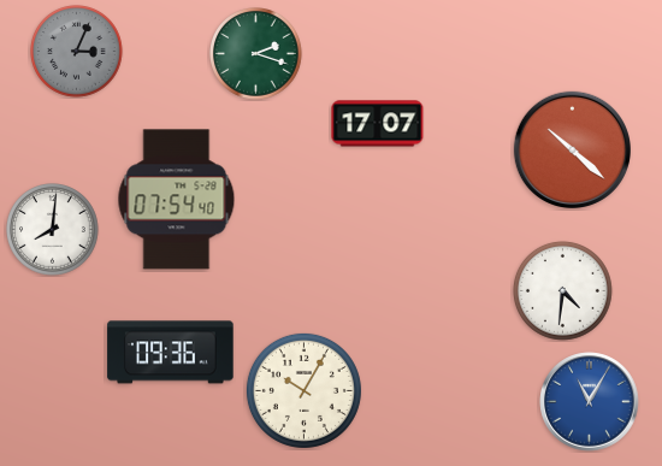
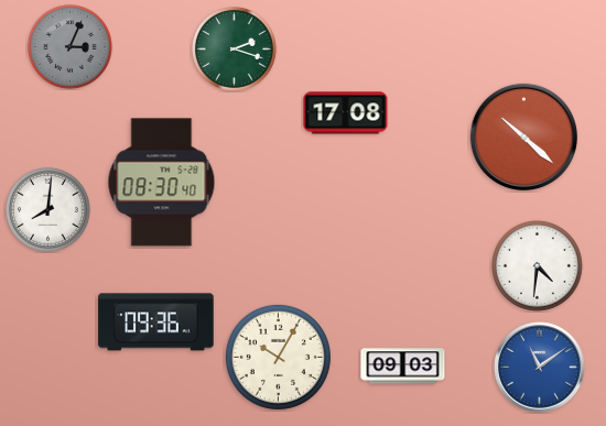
clock at (378, 124): 17:07 -> 17:08
clock at (177, 200): 07:54 -> 08:30
clock at (563, 291) position: (563, 291) -> (538, 266)
clock at (403, 367): none -> 09:03
clock at (590, 402): 11:05 -> 11:09
